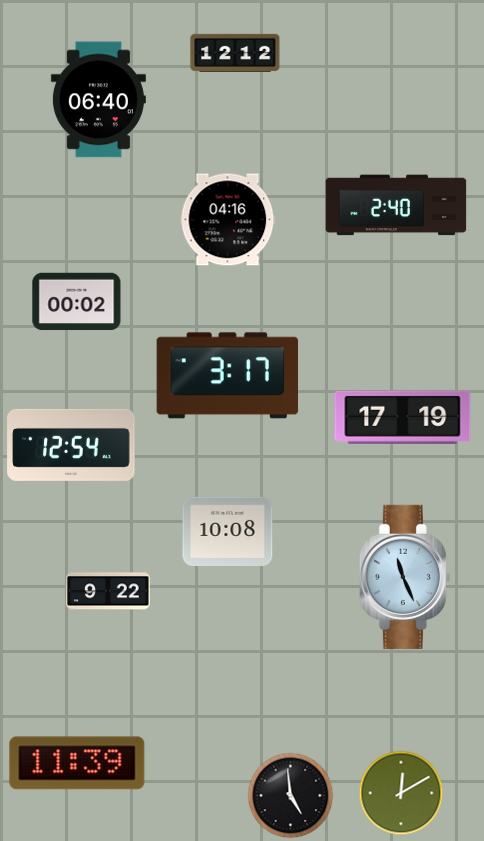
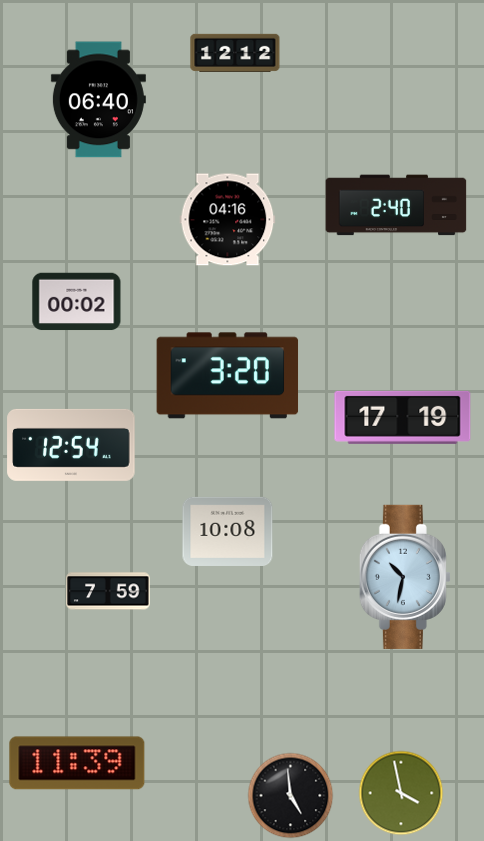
clock at (228, 376): 3:17 -> 3:20
clock at (405, 577): 11:26 -> 10:32
clock at (108, 591): 9:22 -> 7:59
clock at (401, 793): 12:10 -> 3:58
